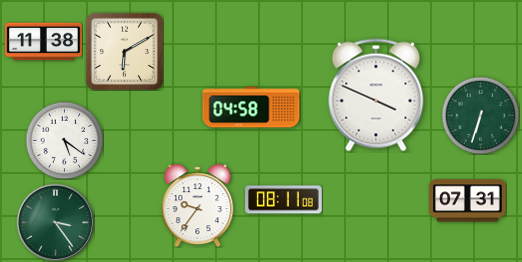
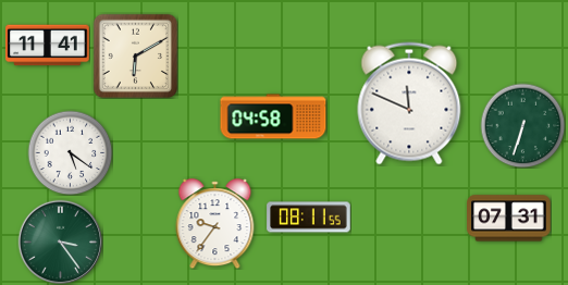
clock at (44, 42): 11:38 -> 11:41
clock at (376, 95): 3:49 -> 11:49
clock at (284, 200): 08:11:08 -> 08:11:55
